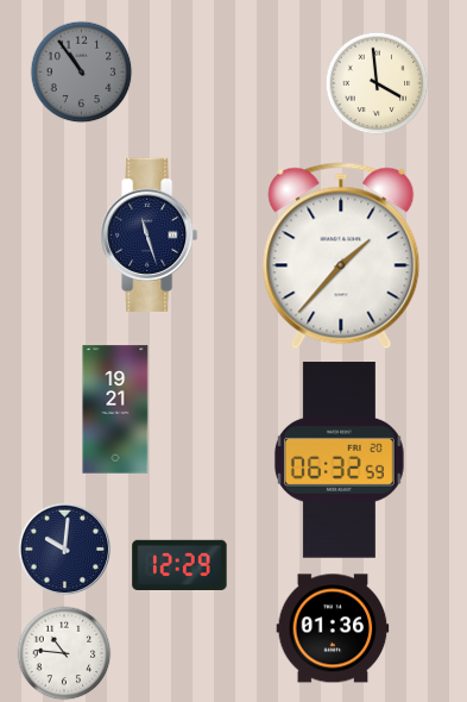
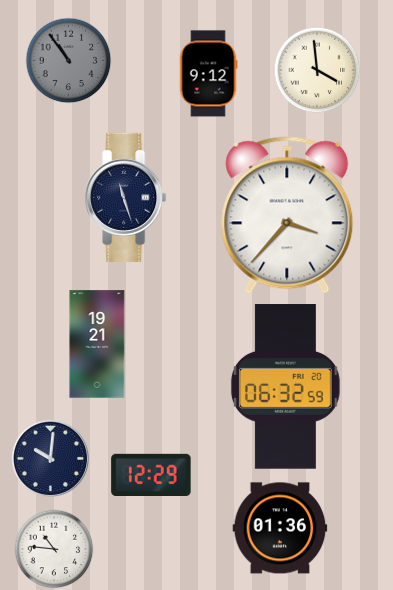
clock at (208, 74): none -> 9:12
clock at (341, 256): 1:37 -> 3:37
clock at (65, 550) position: (65, 550) -> (51, 459)
